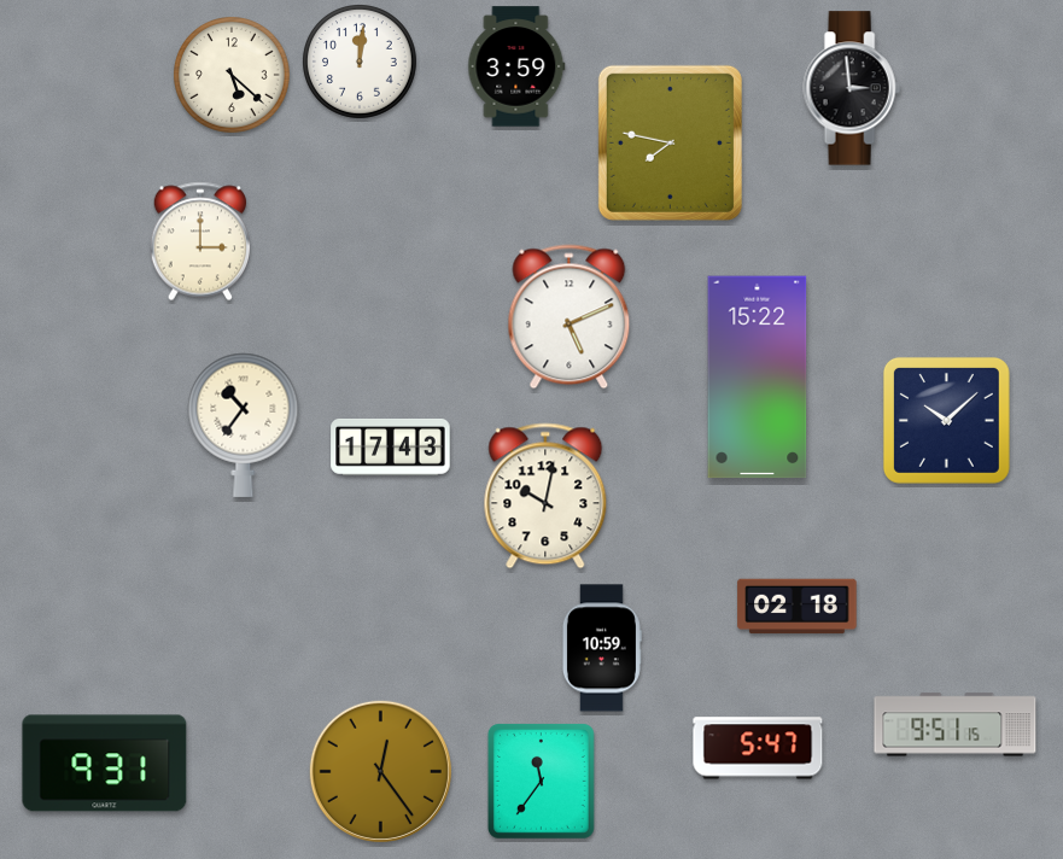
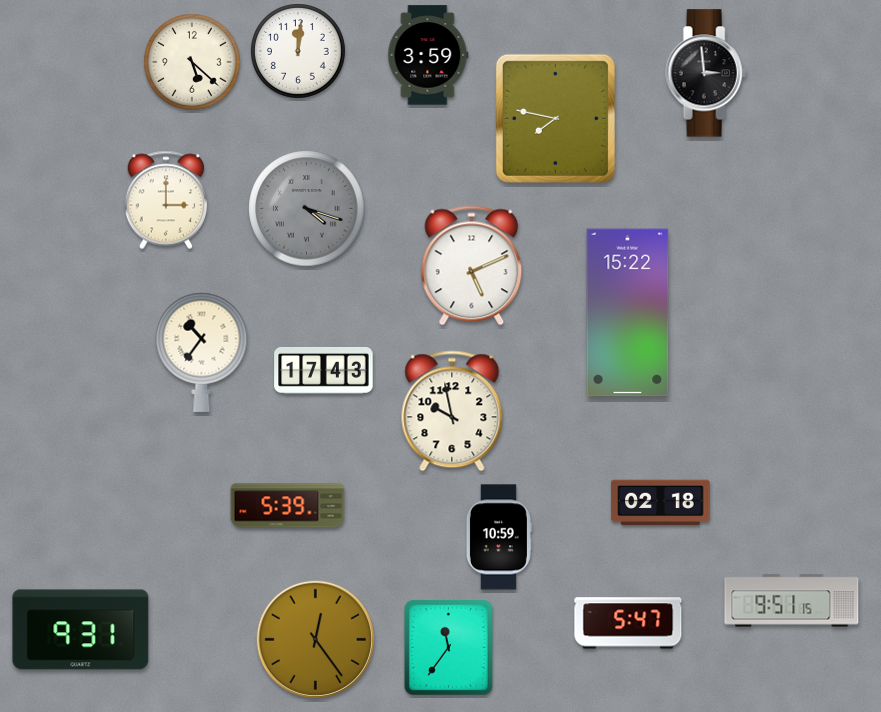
clock at (307, 209): none -> 4:18
clock at (570, 317) position: (570, 317) -> (472, 266)
clock at (946, 420): 10:08 -> none
clock at (545, 496): 10:02 -> 9:58
clock at (288, 506): none -> 5:39
clock at (758, 748) position: (758, 748) -> (628, 623)
clock at (105, 764) position: (105, 764) -> (81, 630)
